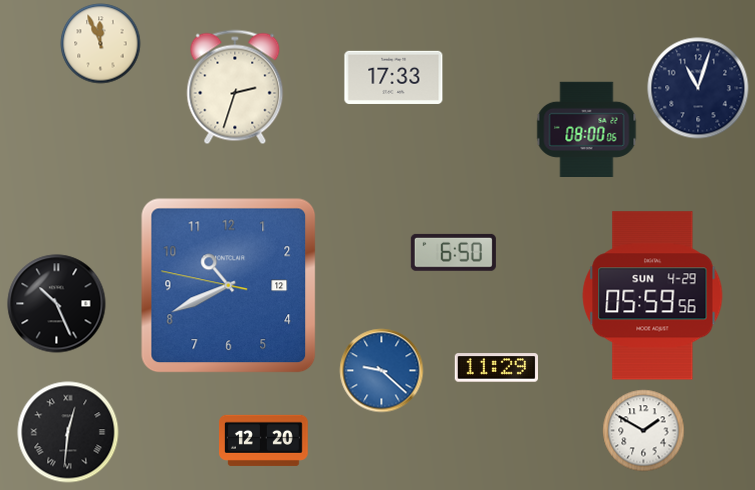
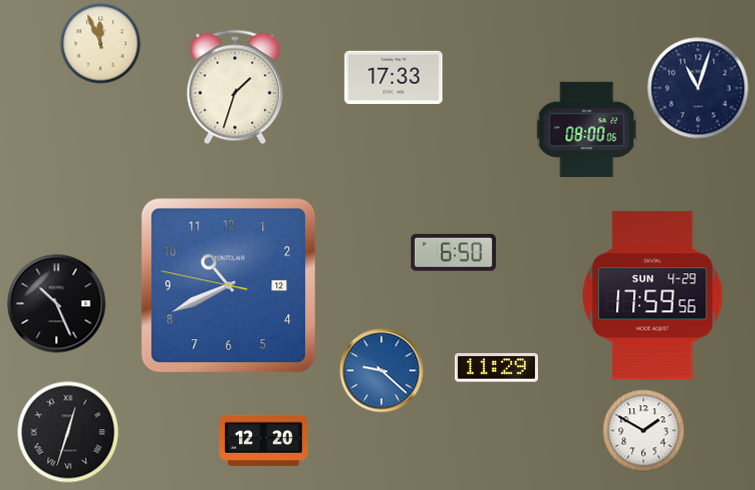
clock at (235, 87): 2:33 -> 1:33
clock at (653, 296): 05:59 -> 17:59
clock at (68, 432): 12:31 -> 12:33
